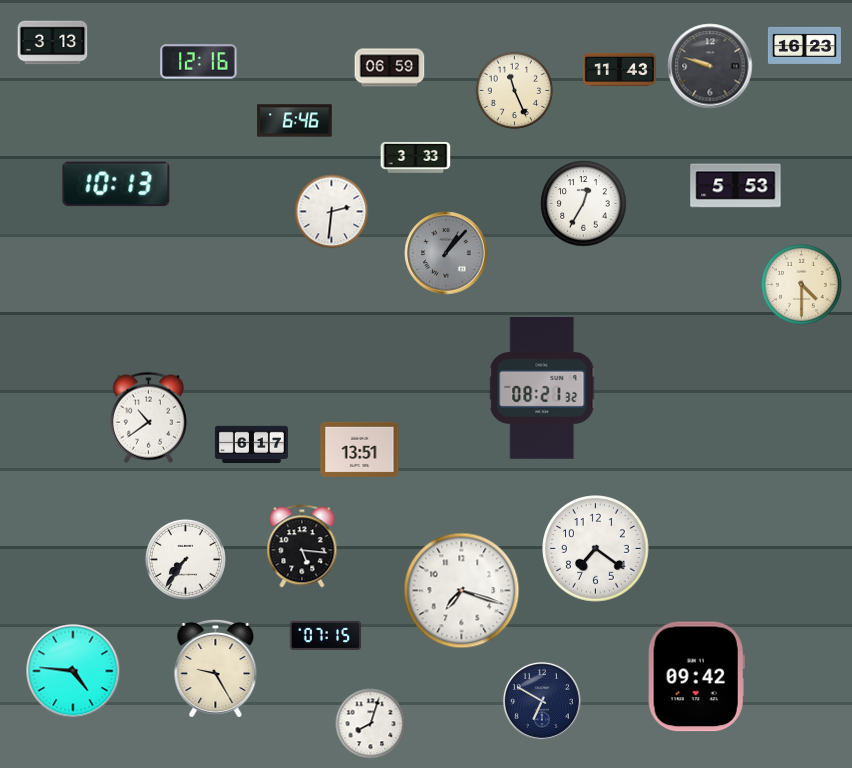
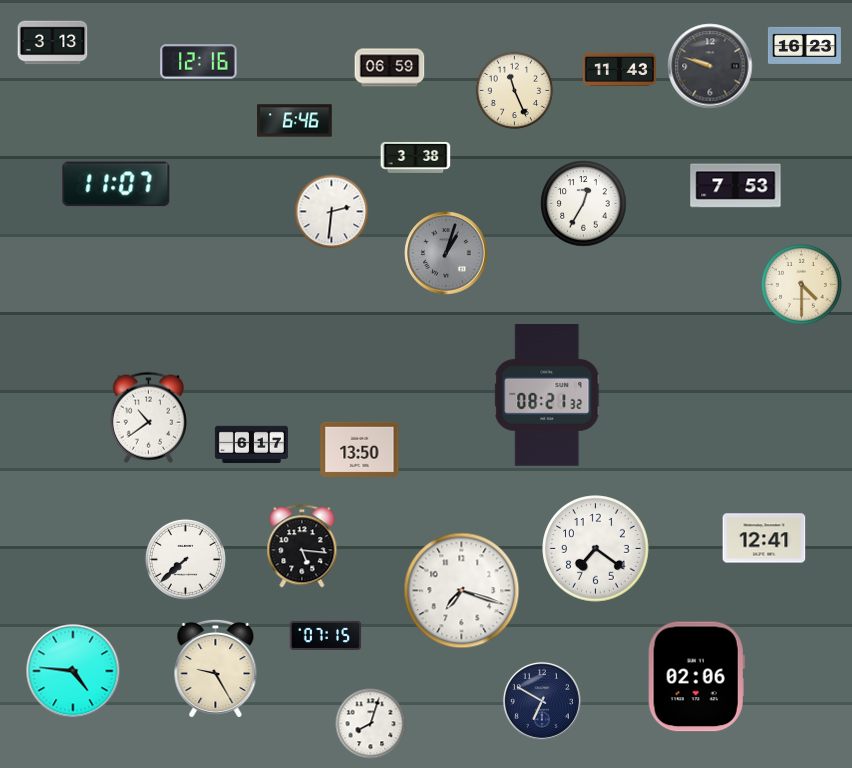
clock at (416, 157): 3:33 -> 3:38
clock at (116, 184): 10:13 -> 11:07
clock at (736, 186): 5:53 -> 7:53
clock at (446, 253): 1:07 -> 1:03
clock at (542, 388) position: (542, 388) -> (547, 395)
clock at (360, 449): 13:51 -> 13:50
clock at (764, 538): none -> 12:41
clock at (185, 559): 7:36 -> 7:38
clock at (696, 677): 09:42 -> 02:06
